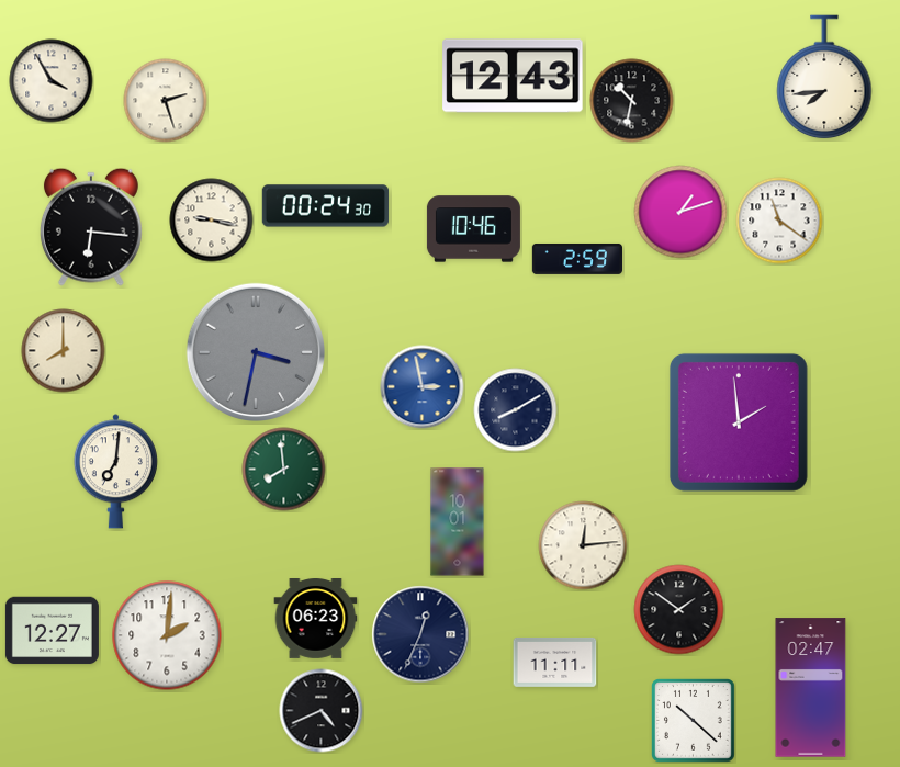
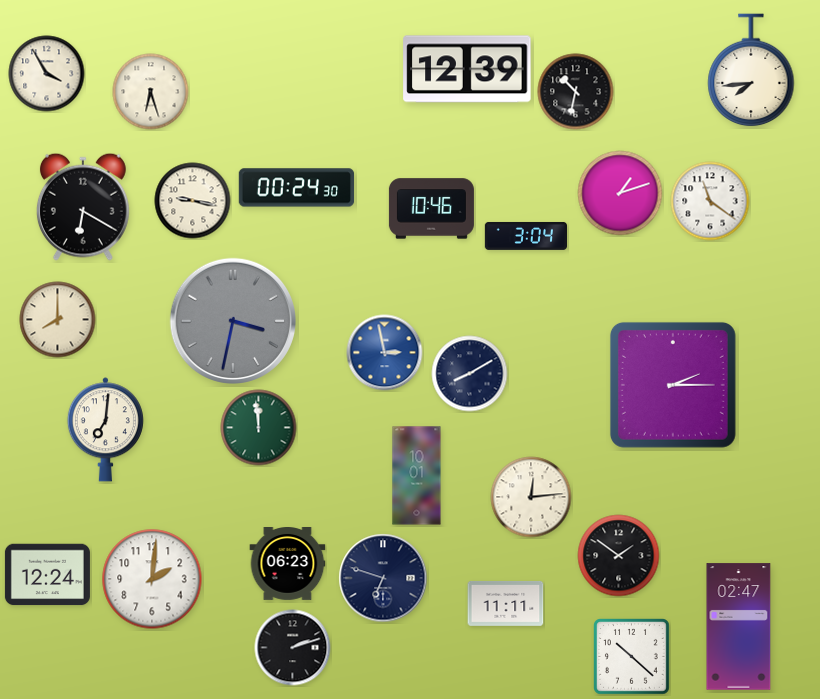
clock at (513, 76): 12:43 -> 12:39
clock at (166, 101): 2:27 -> 6:27
clock at (91, 227): 6:16 -> 6:20
clock at (576, 259): 2:59 -> 3:04
clock at (739, 422): 1:59 -> 2:15
clock at (284, 470): 7:59 -> 11:59
clock at (52, 631): 12:27 -> 12:24
clock at (420, 634): 12:34 -> 6:48
clock at (322, 711): 4:41 -> 2:12
